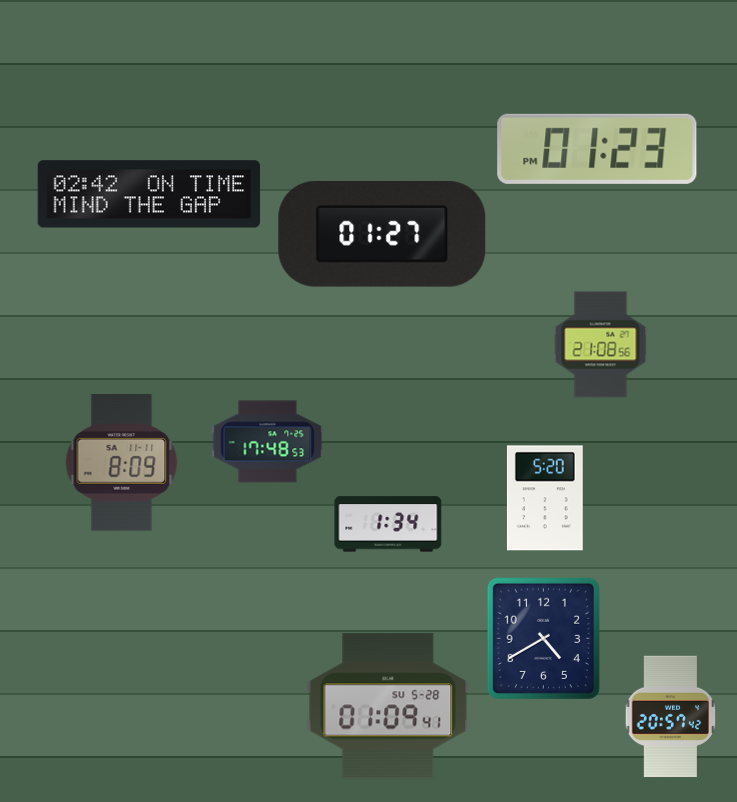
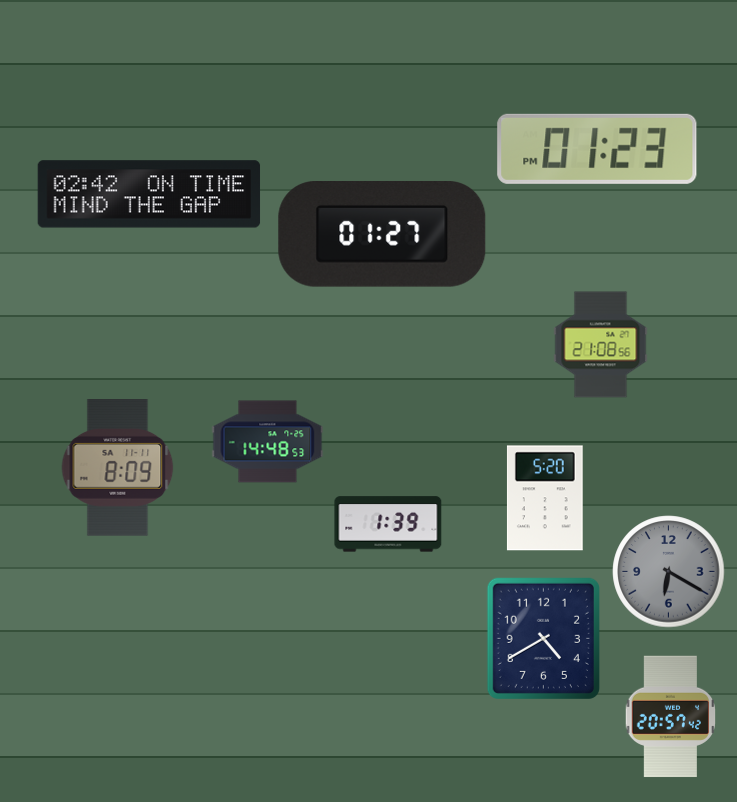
clock at (268, 442): 17:48 -> 14:48
clock at (122, 463) position: (122, 463) -> (118, 468)
clock at (388, 524): 1:34 -> 1:39
clock at (669, 572): none -> 6:20
clock at (388, 706): 01:09 -> none
